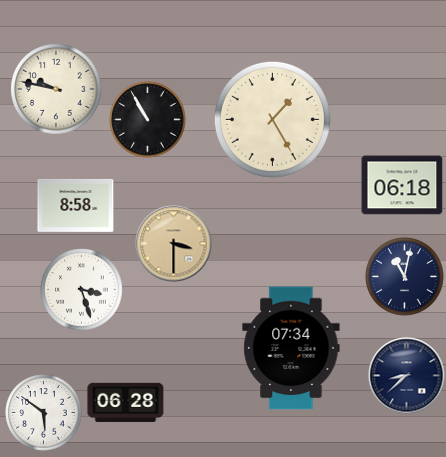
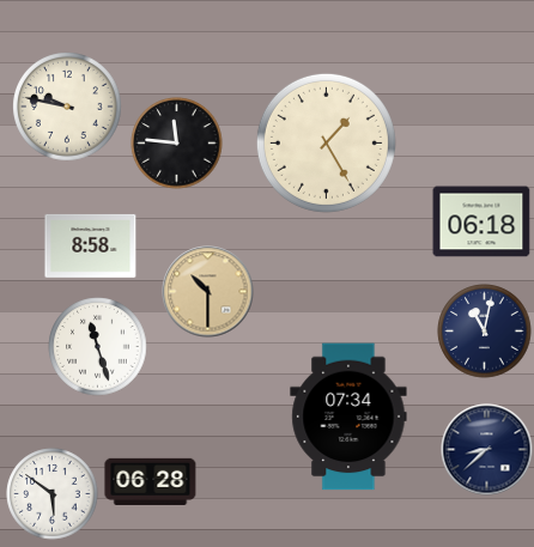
clock at (148, 120): 10:55 -> 11:46
clock at (174, 244): 3:30 -> 10:30
clock at (82, 290): 3:27 -> 11:27
